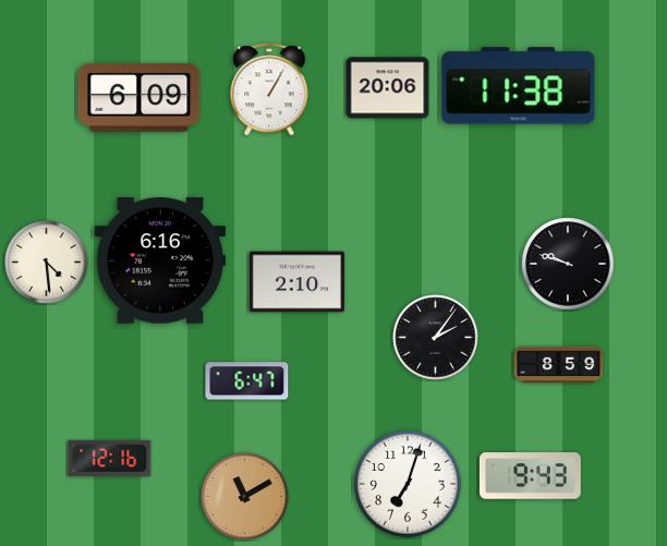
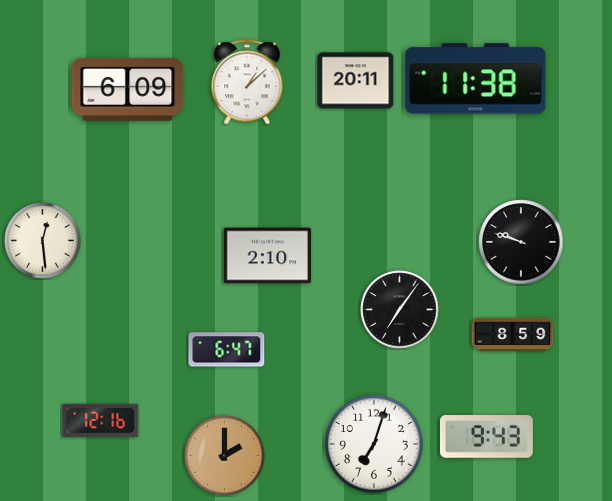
clock at (388, 88): 20:06 -> 20:11
clock at (269, 89): 1:05 -> 1:08
clock at (160, 260): 6:16 -> none
clock at (47, 263): 4:29 -> 12:29
clock at (296, 282) position: (296, 282) -> (267, 256)
clock at (436, 338): 2:06 -> 7:06
clock at (245, 497): 11:10 -> 2:00
